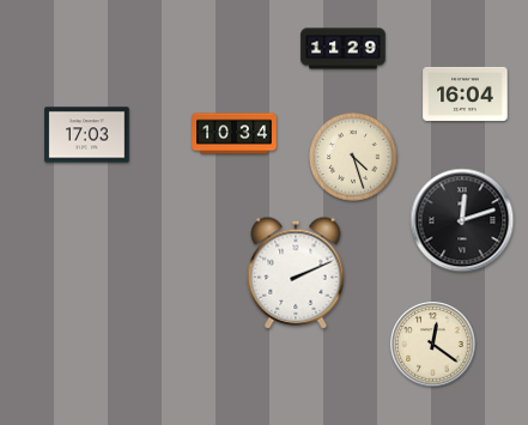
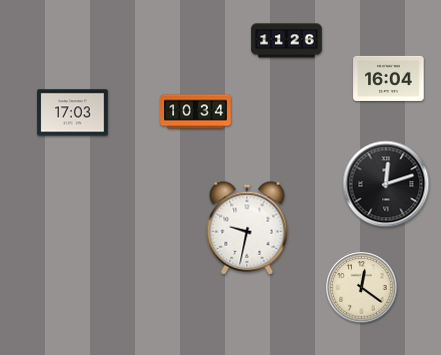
clock at (344, 49): 11:29 -> 11:26
clock at (353, 157): 4:27 -> none
clock at (296, 273): 2:11 -> 9:32
